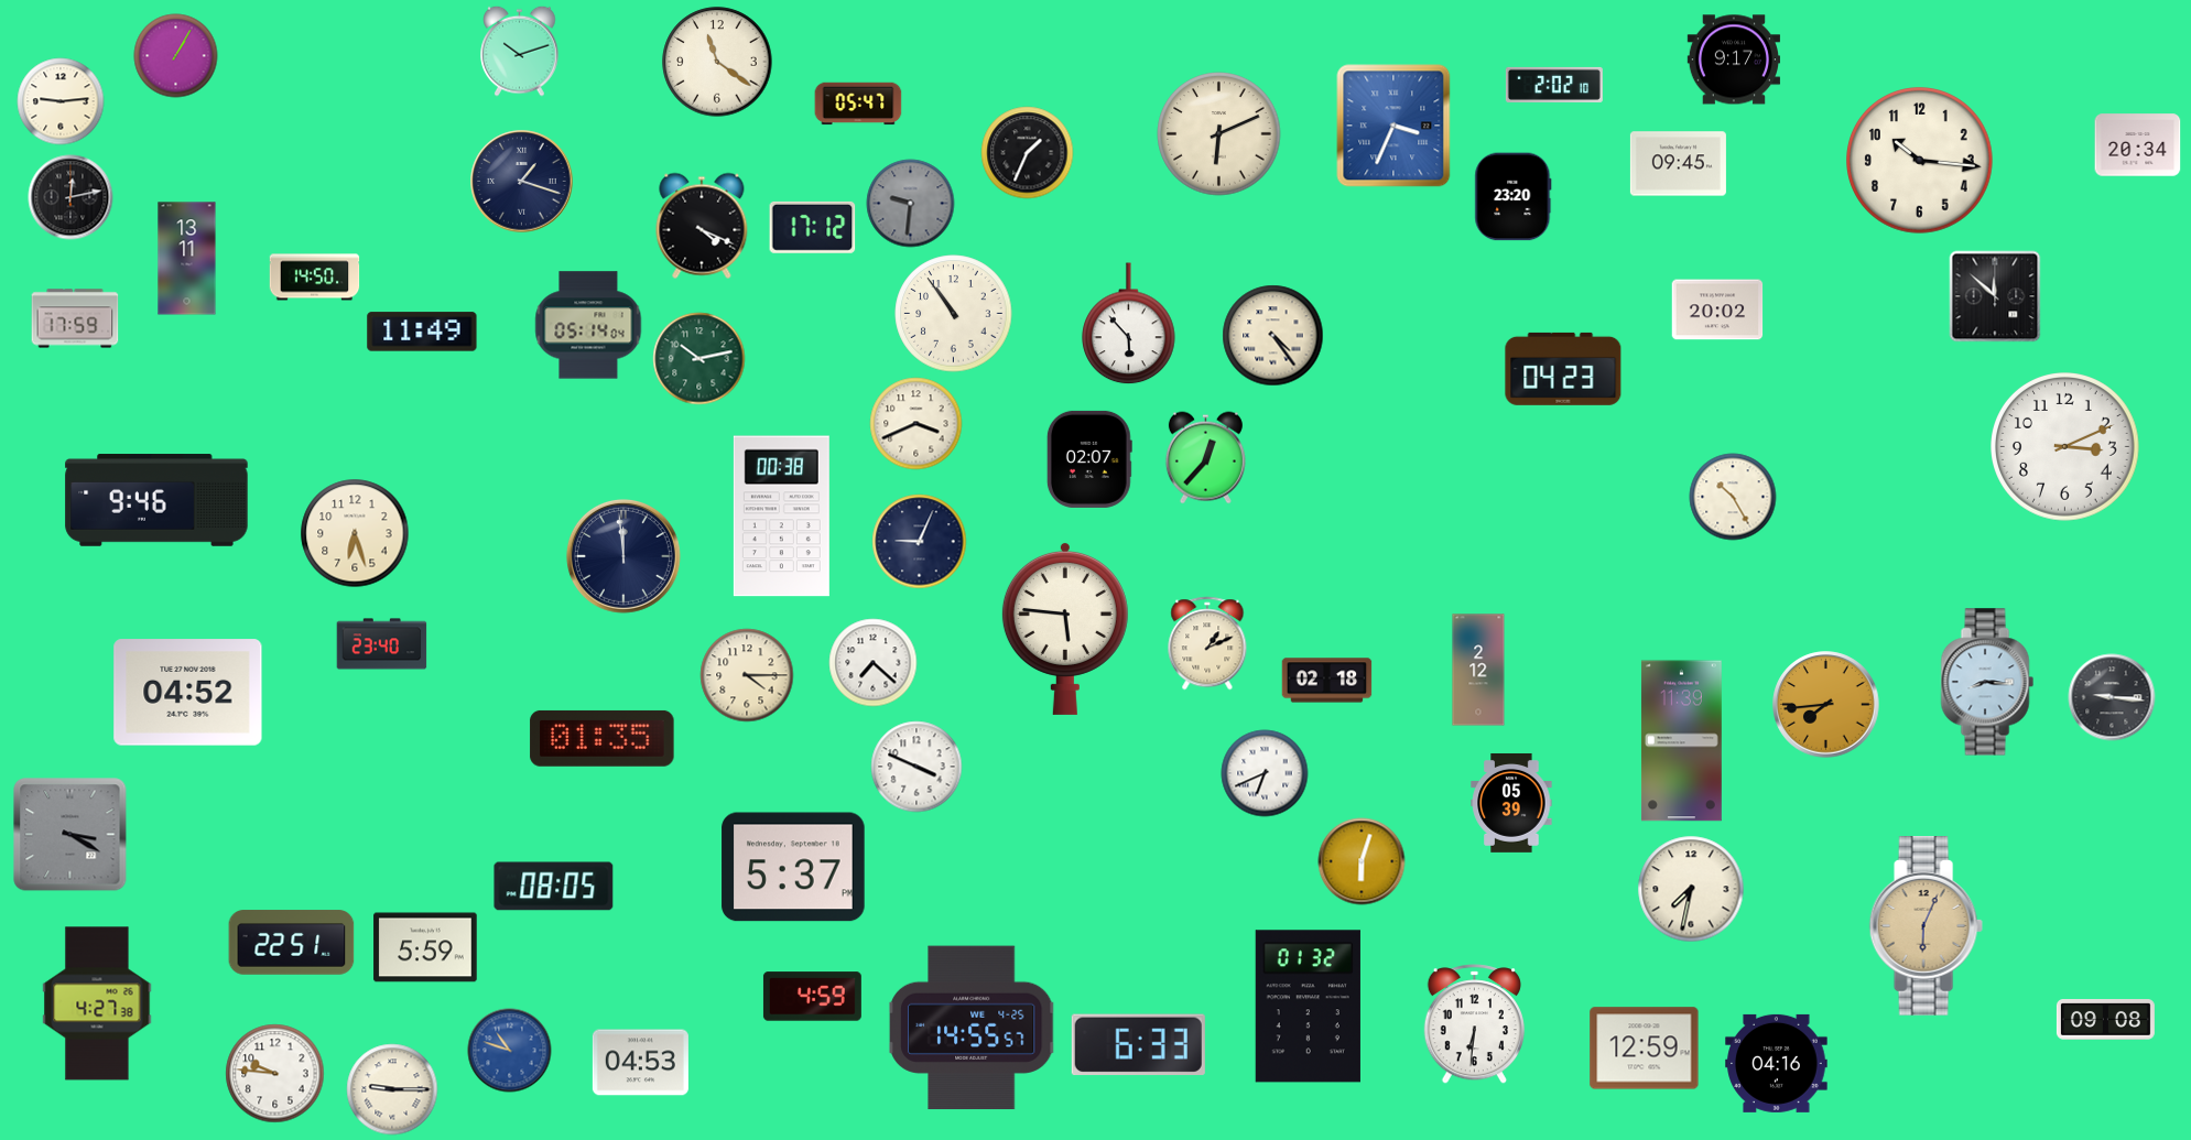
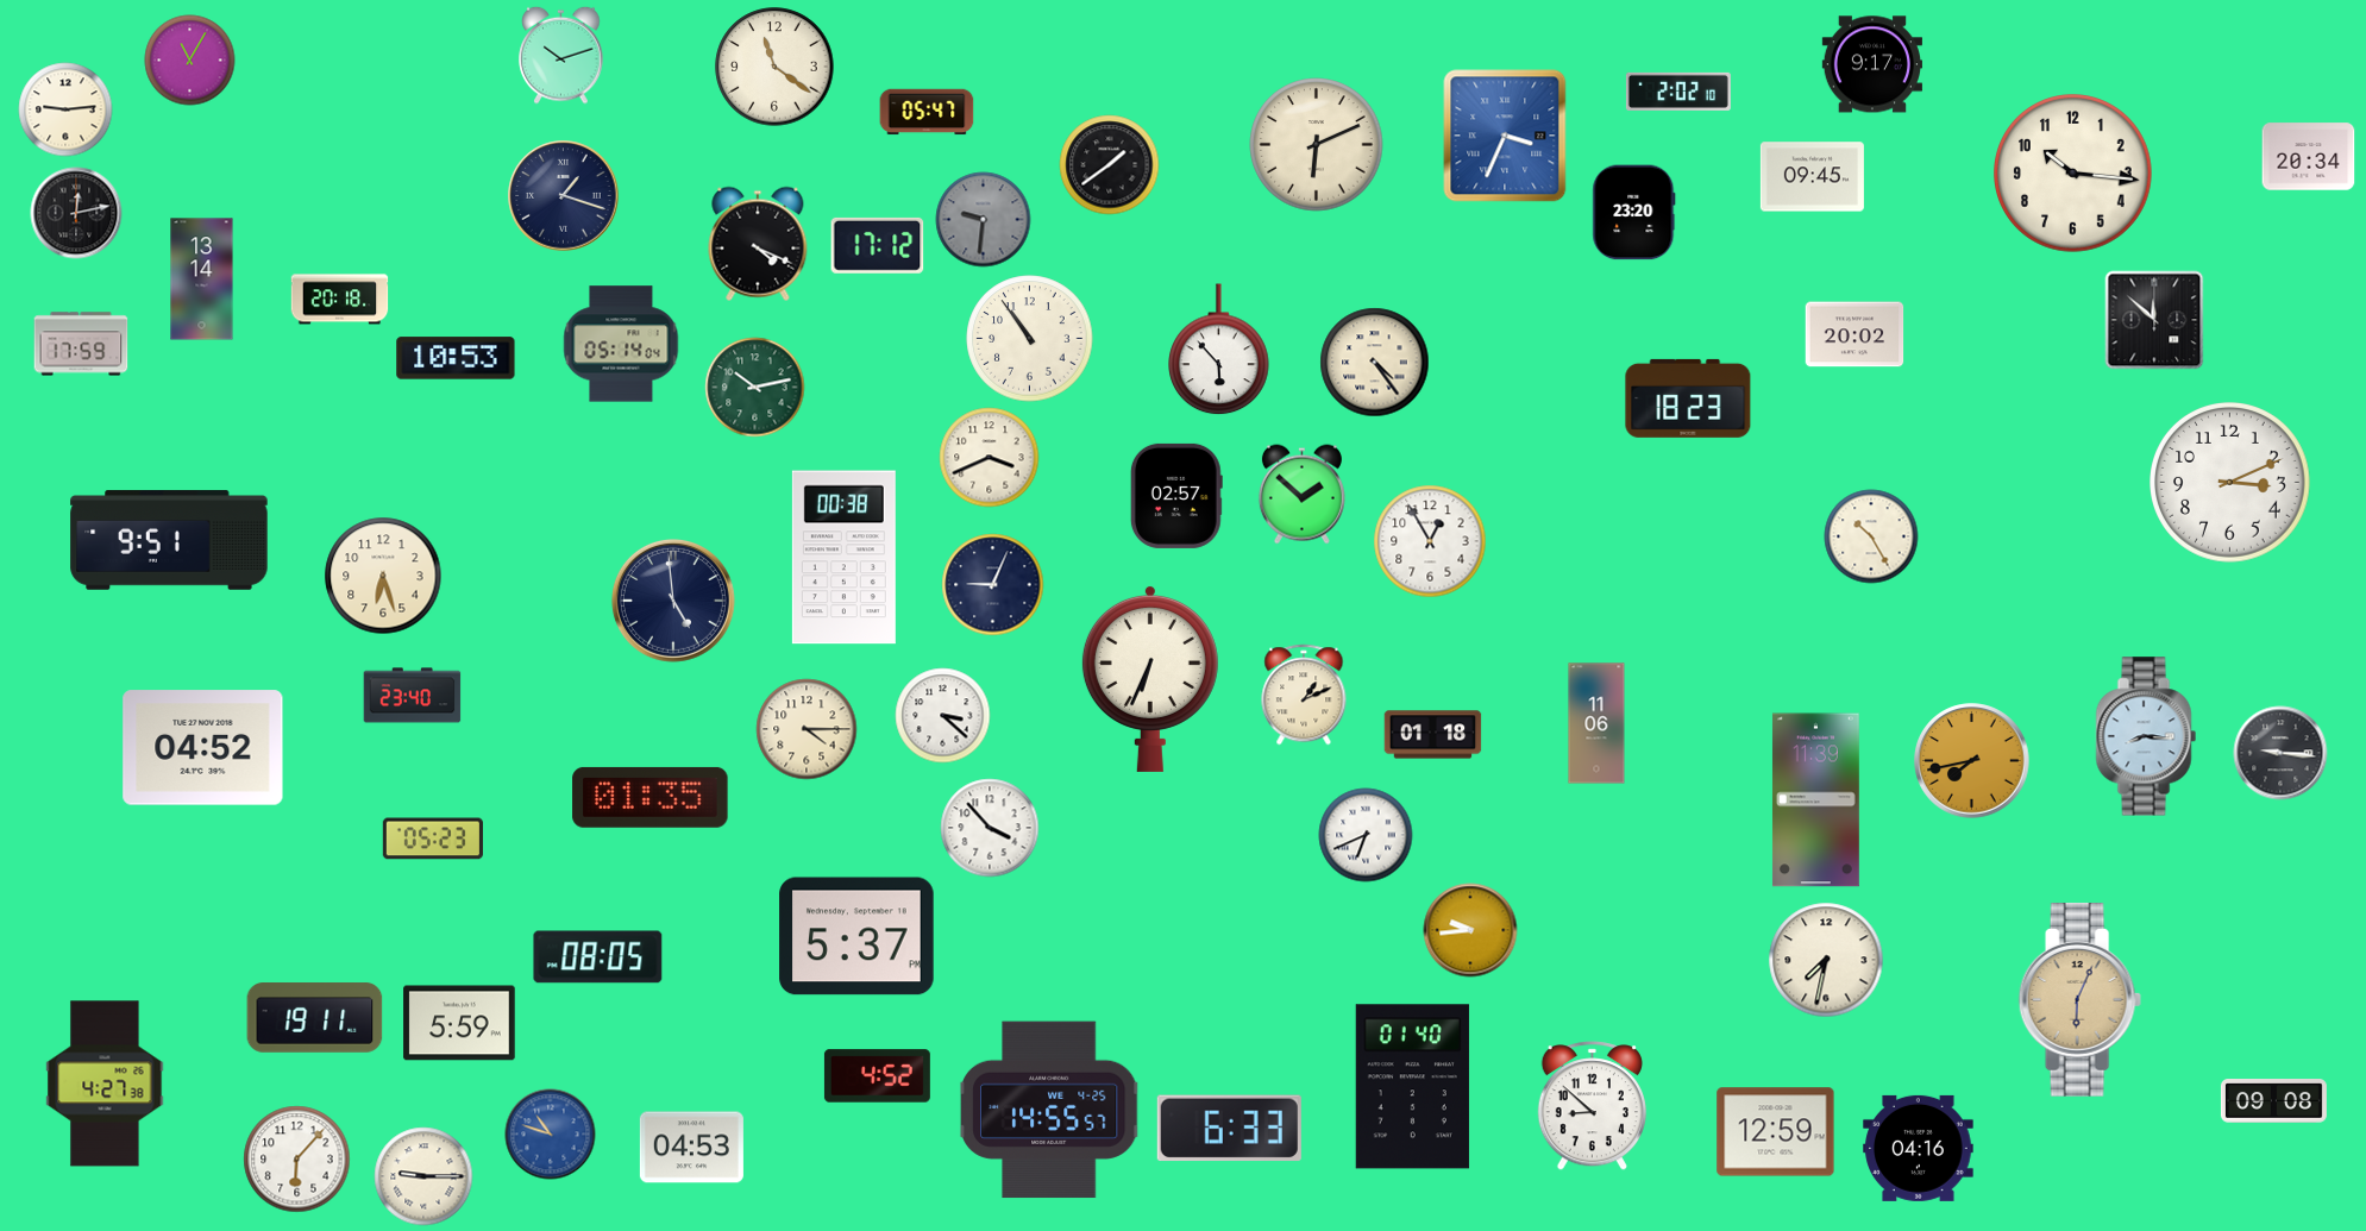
clock at (176, 56): 1:05 -> 11:05
clock at (1028, 153): 1:34 -> 1:39
clock at (187, 259): 13:11 -> 13:14
clock at (315, 278): 14:50 -> 20:18
clock at (588, 325) position: (588, 325) -> (621, 344)
clock at (422, 332): 11:49 -> 10:53
clock at (1563, 369): 04:23 -> 18:23
clock at (1205, 458): 12:37 -> 1:52
clock at (1089, 459): 02:07 -> 02:57
clock at (156, 500): 9:46 -> 9:51
clock at (1430, 541): none -> 12:55
clock at (623, 556): 11:59 -> 4:59
clock at (1065, 628): 5:46 -> 6:34
clock at (874, 663): 7:22 -> 3:22
clock at (1478, 670): 2:12 -> 11:06
clock at (1327, 681): 02:18 -> 01:18
clock at (1826, 705): 7:44 -> 7:43
clock at (916, 767): 3:49 -> 3:53
clock at (432, 839): none -> 05:23
clock at (1511, 803): 05:39 -> none
clock at (70, 835): 3:20 -> none
clock at (1362, 861): 6:03 -> 9:44
clock at (292, 943): 22:51 -> 19:11
clock at (812, 997): 4:59 -> 4:52
clock at (1308, 1007): 01:32 -> 01:40
clock at (1474, 1024): 6:31 -> 8:52
clock at (275, 1074): 9:46 -> 6:07
